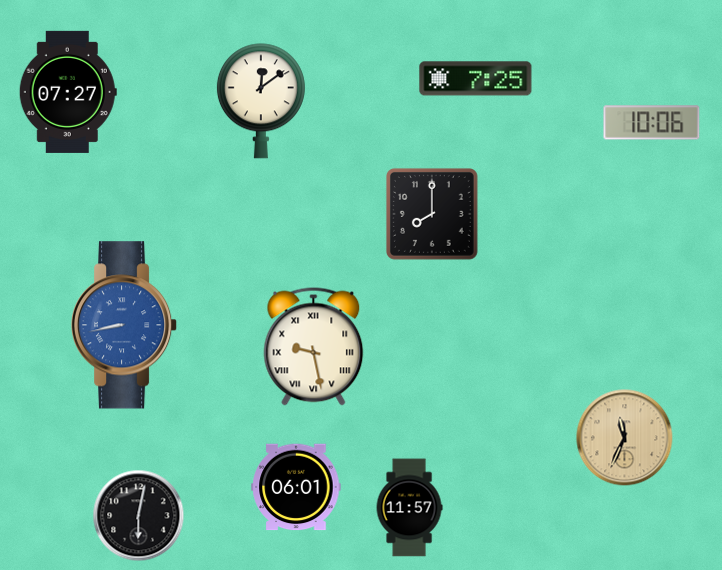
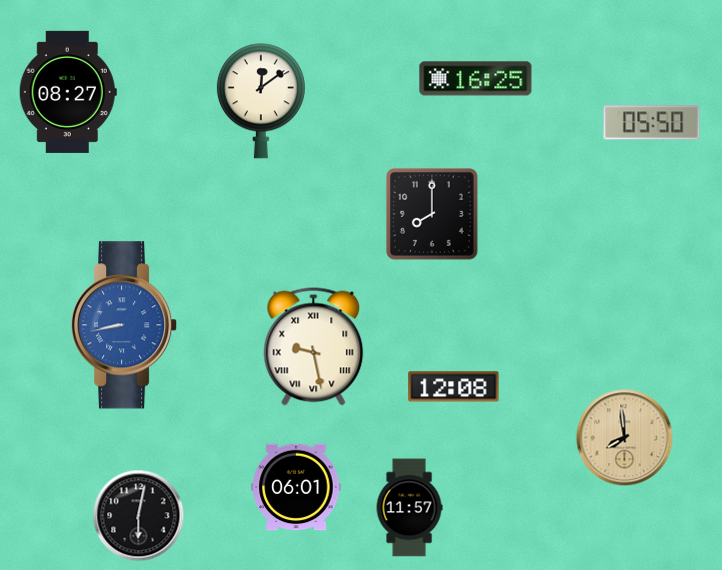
clock at (476, 79): 7:25 -> 16:25
clock at (68, 92): 07:27 -> 08:27
clock at (652, 123): 10:06 -> 05:50
clock at (454, 387): none -> 12:08
clock at (625, 438): 11:34 -> 7:59
